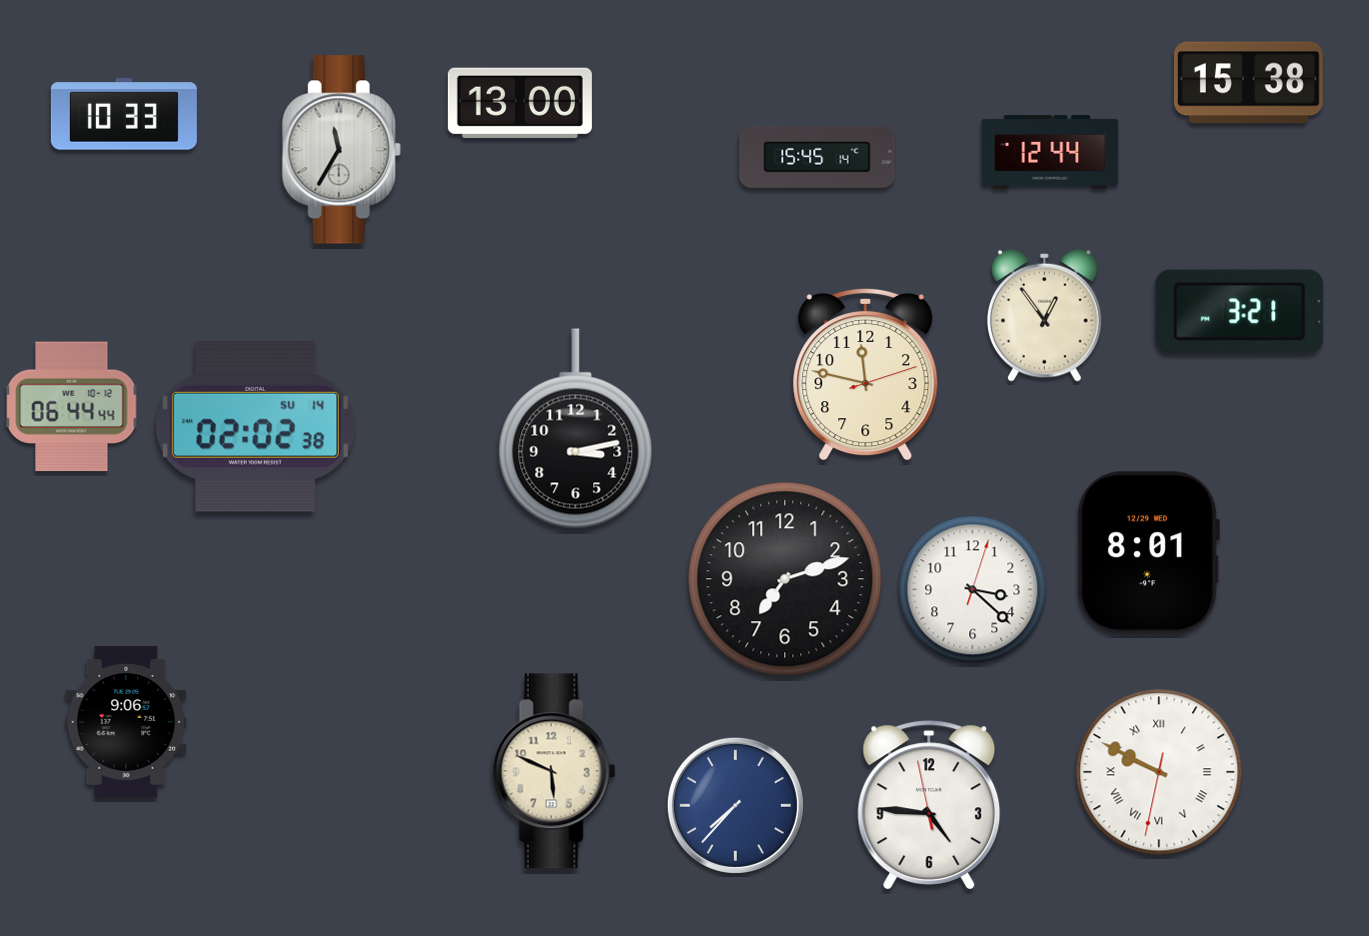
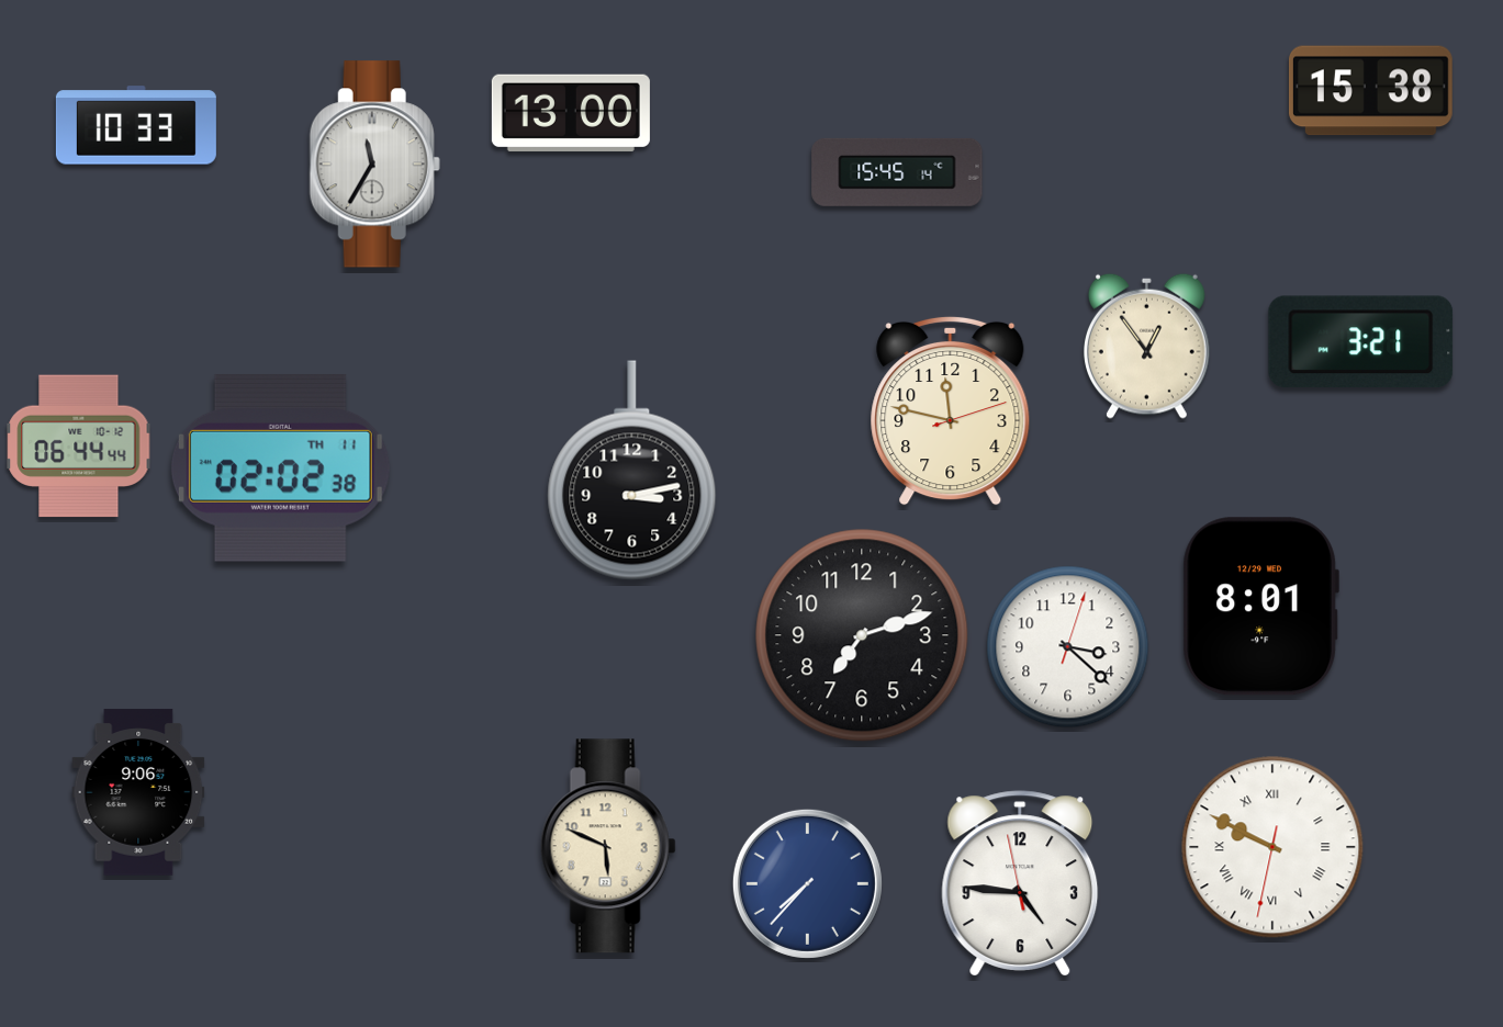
clock at (1050, 152): 12:44 -> none
clock at (255, 426) date: SU 14 -> TH 11
